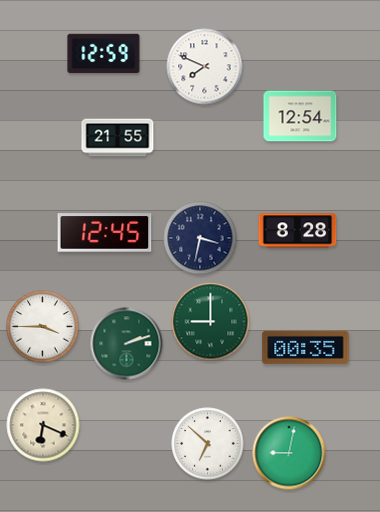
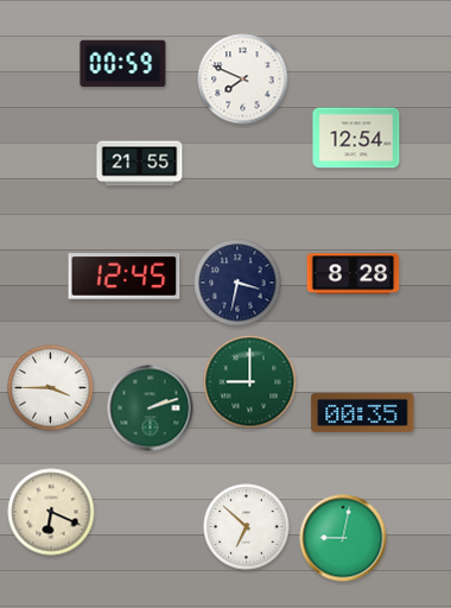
clock at (104, 54): 12:59 -> 00:59
clock at (43, 425) position: (43, 425) -> (51, 512)
